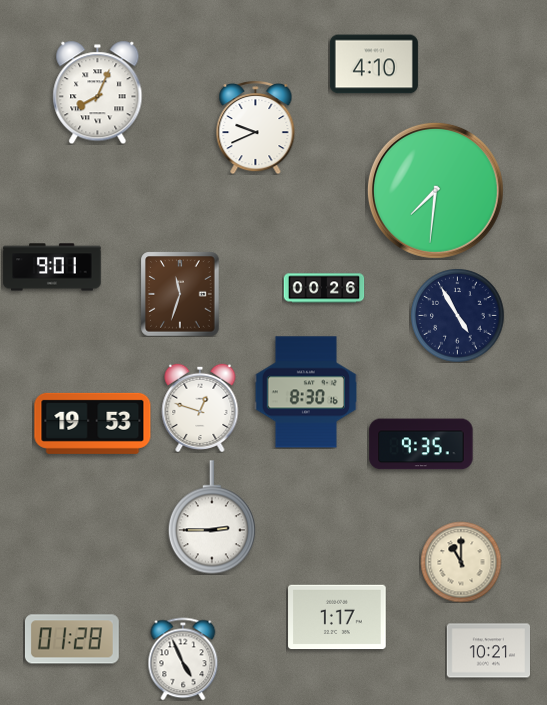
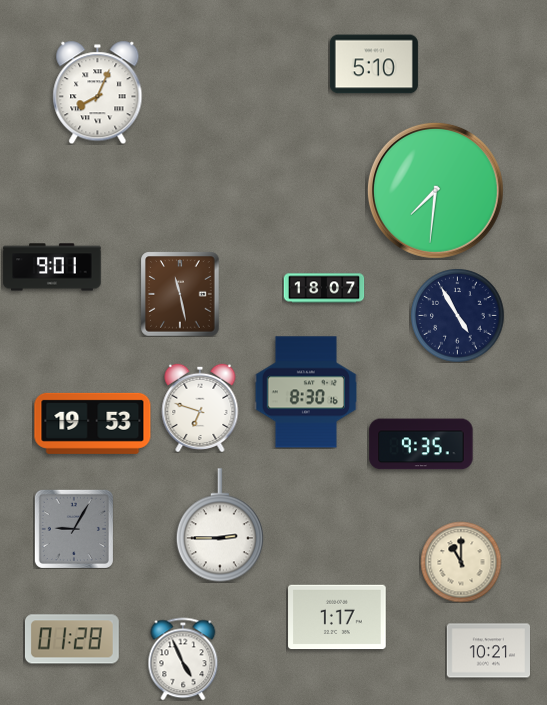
clock at (374, 64): 4:10 -> 5:10
clock at (256, 127): 9:41 -> none
clock at (324, 288): 00:26 -> 18:07
clock at (180, 294): 11:33 -> 11:28
clock at (200, 407): 12:48 -> 6:48
clock at (212, 517) position: (212, 517) -> (220, 525)
clock at (74, 529): none -> 9:05
